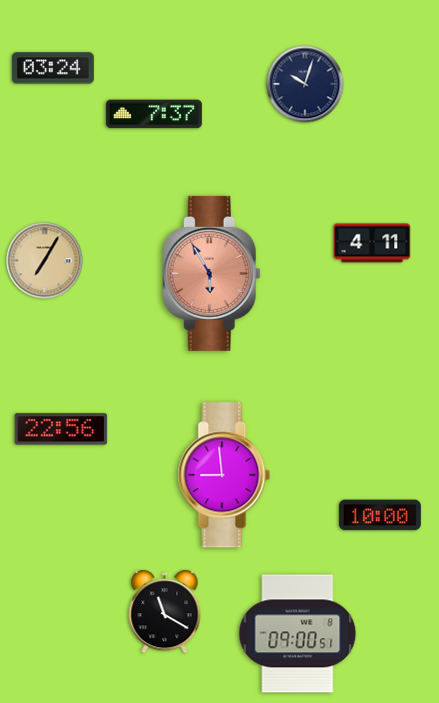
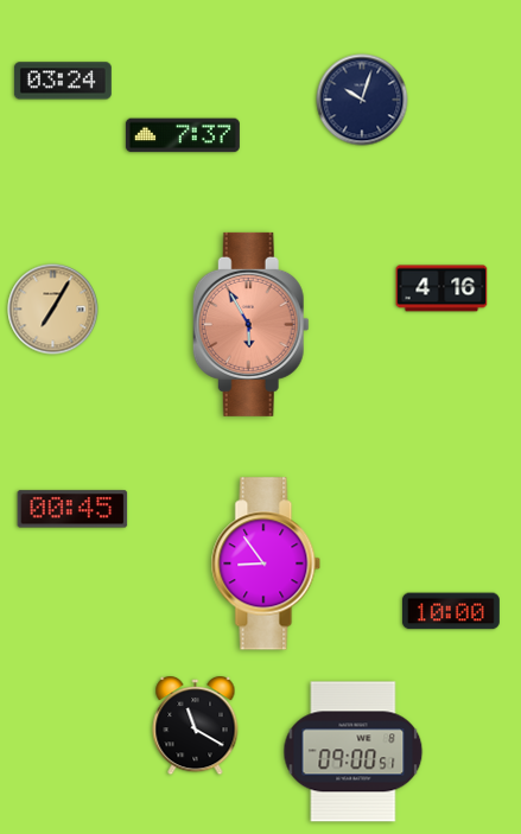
clock at (372, 243): 4:11 -> 4:16
clock at (61, 429): 22:56 -> 00:45
clock at (224, 475): 8:59 -> 8:54
